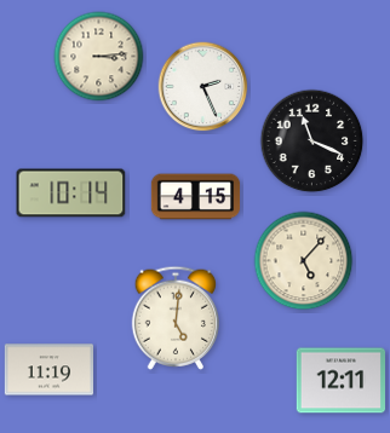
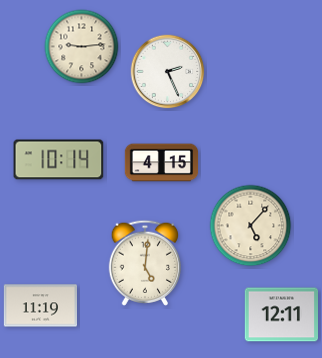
clock at (99, 57): 3:14 -> 9:14
clock at (312, 142): 11:19 -> none
clock at (304, 261) position: (304, 261) -> (251, 226)
